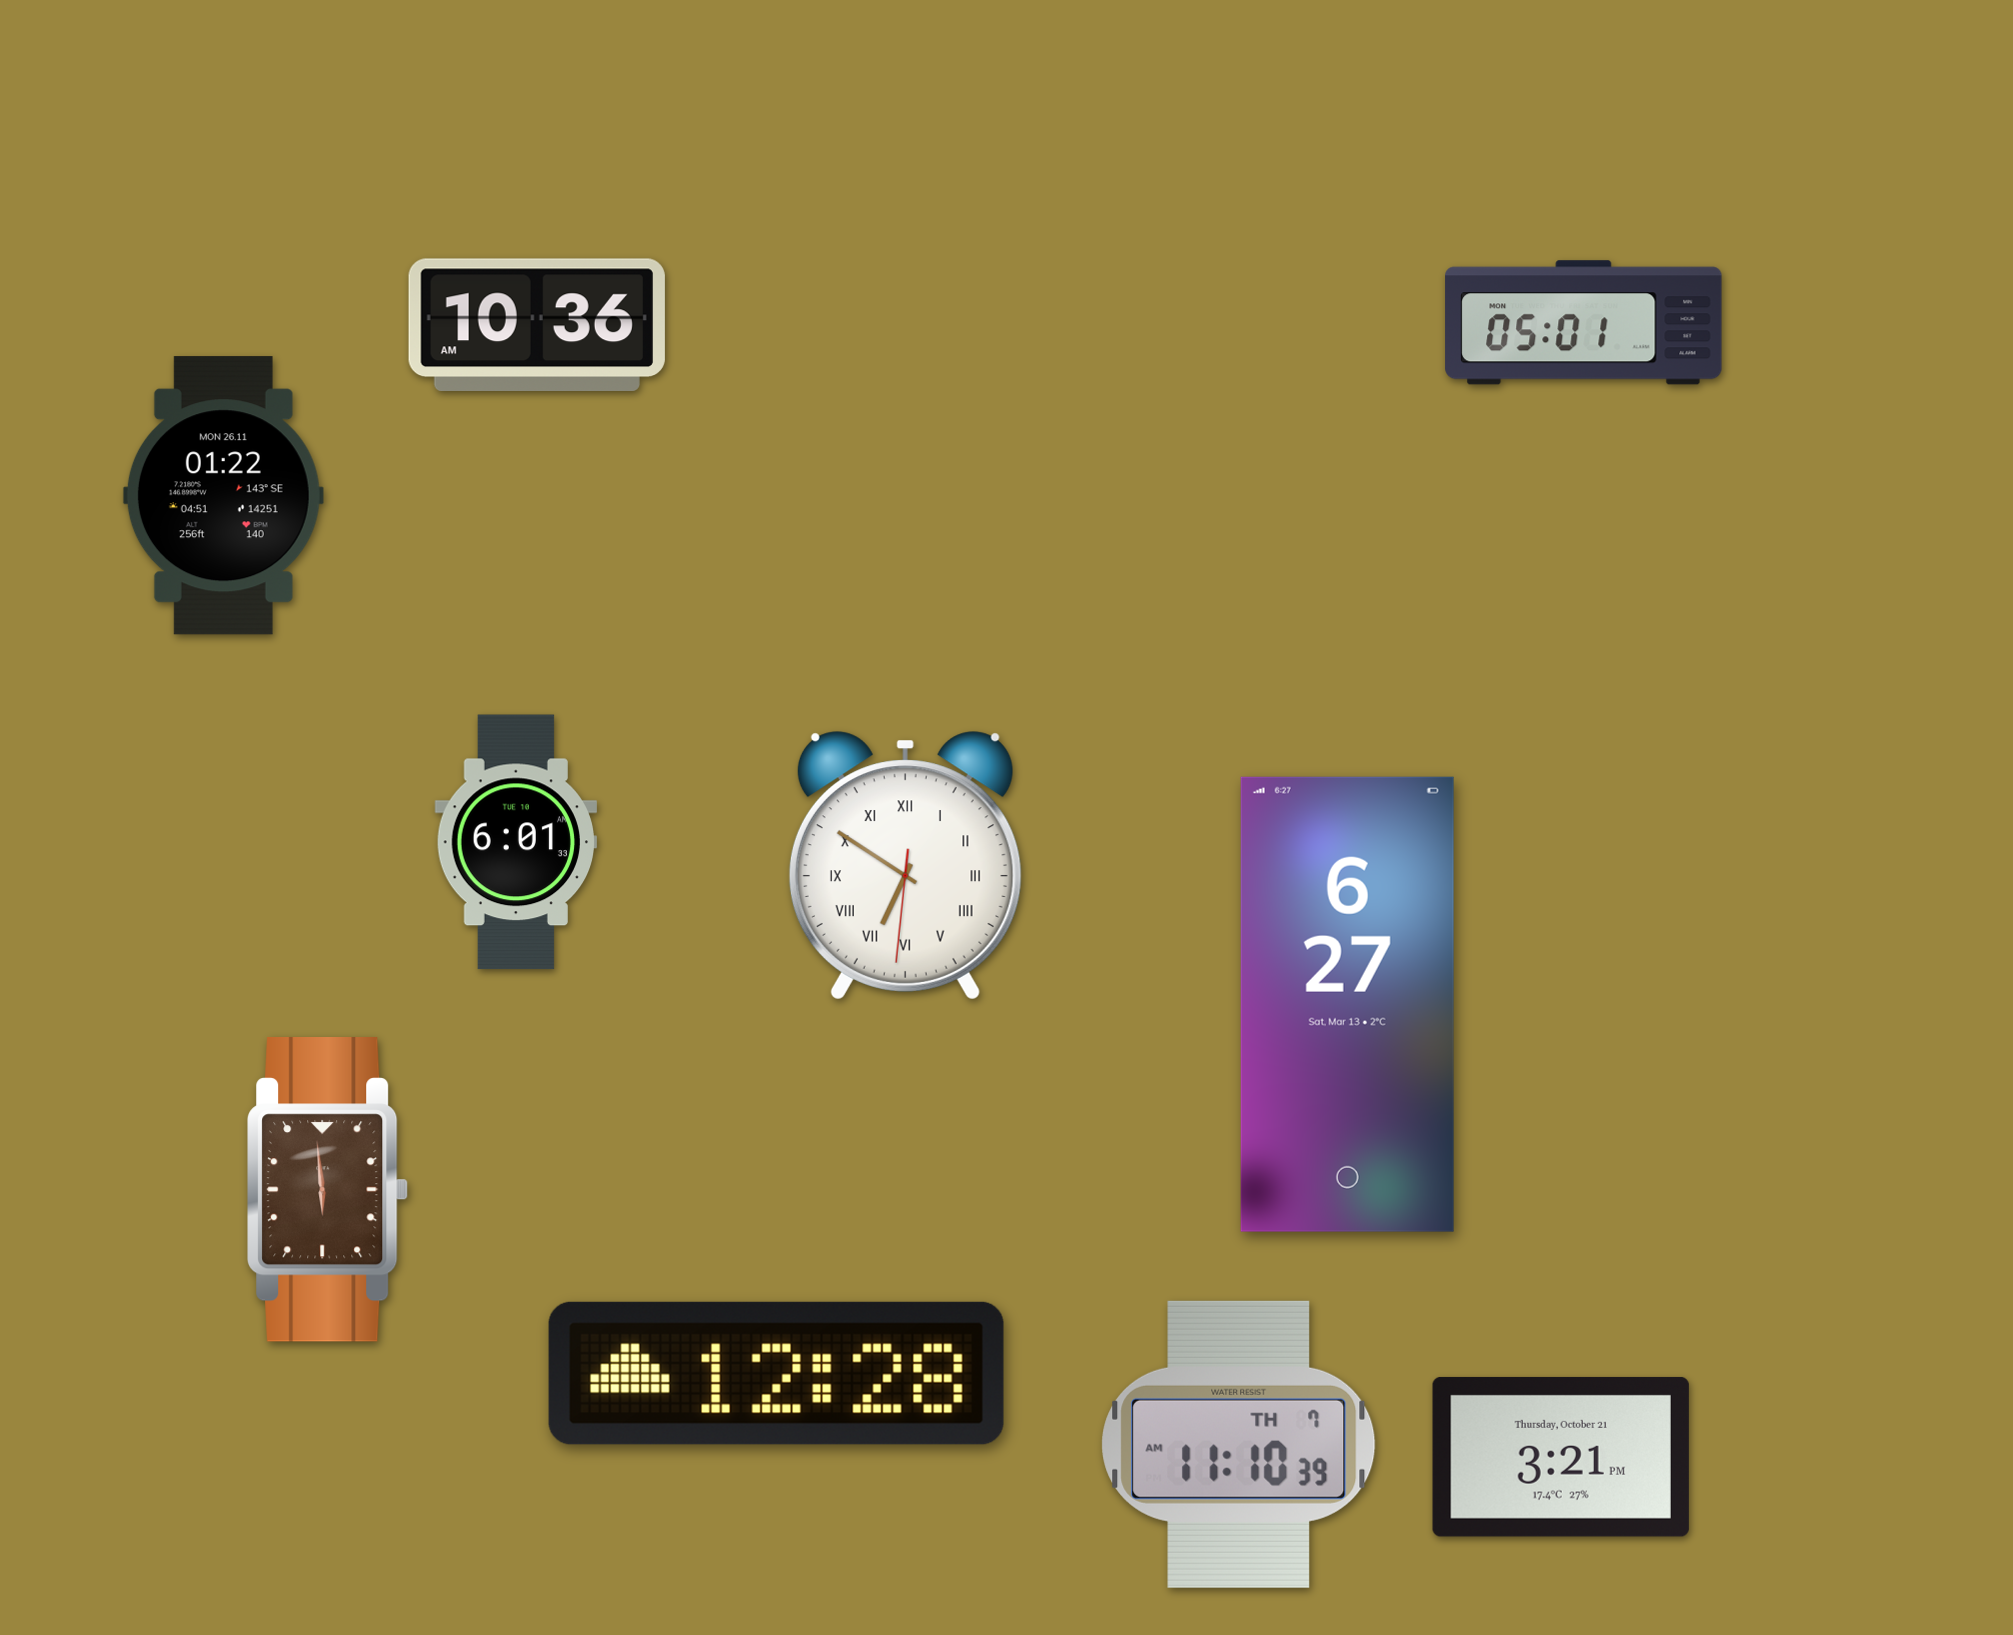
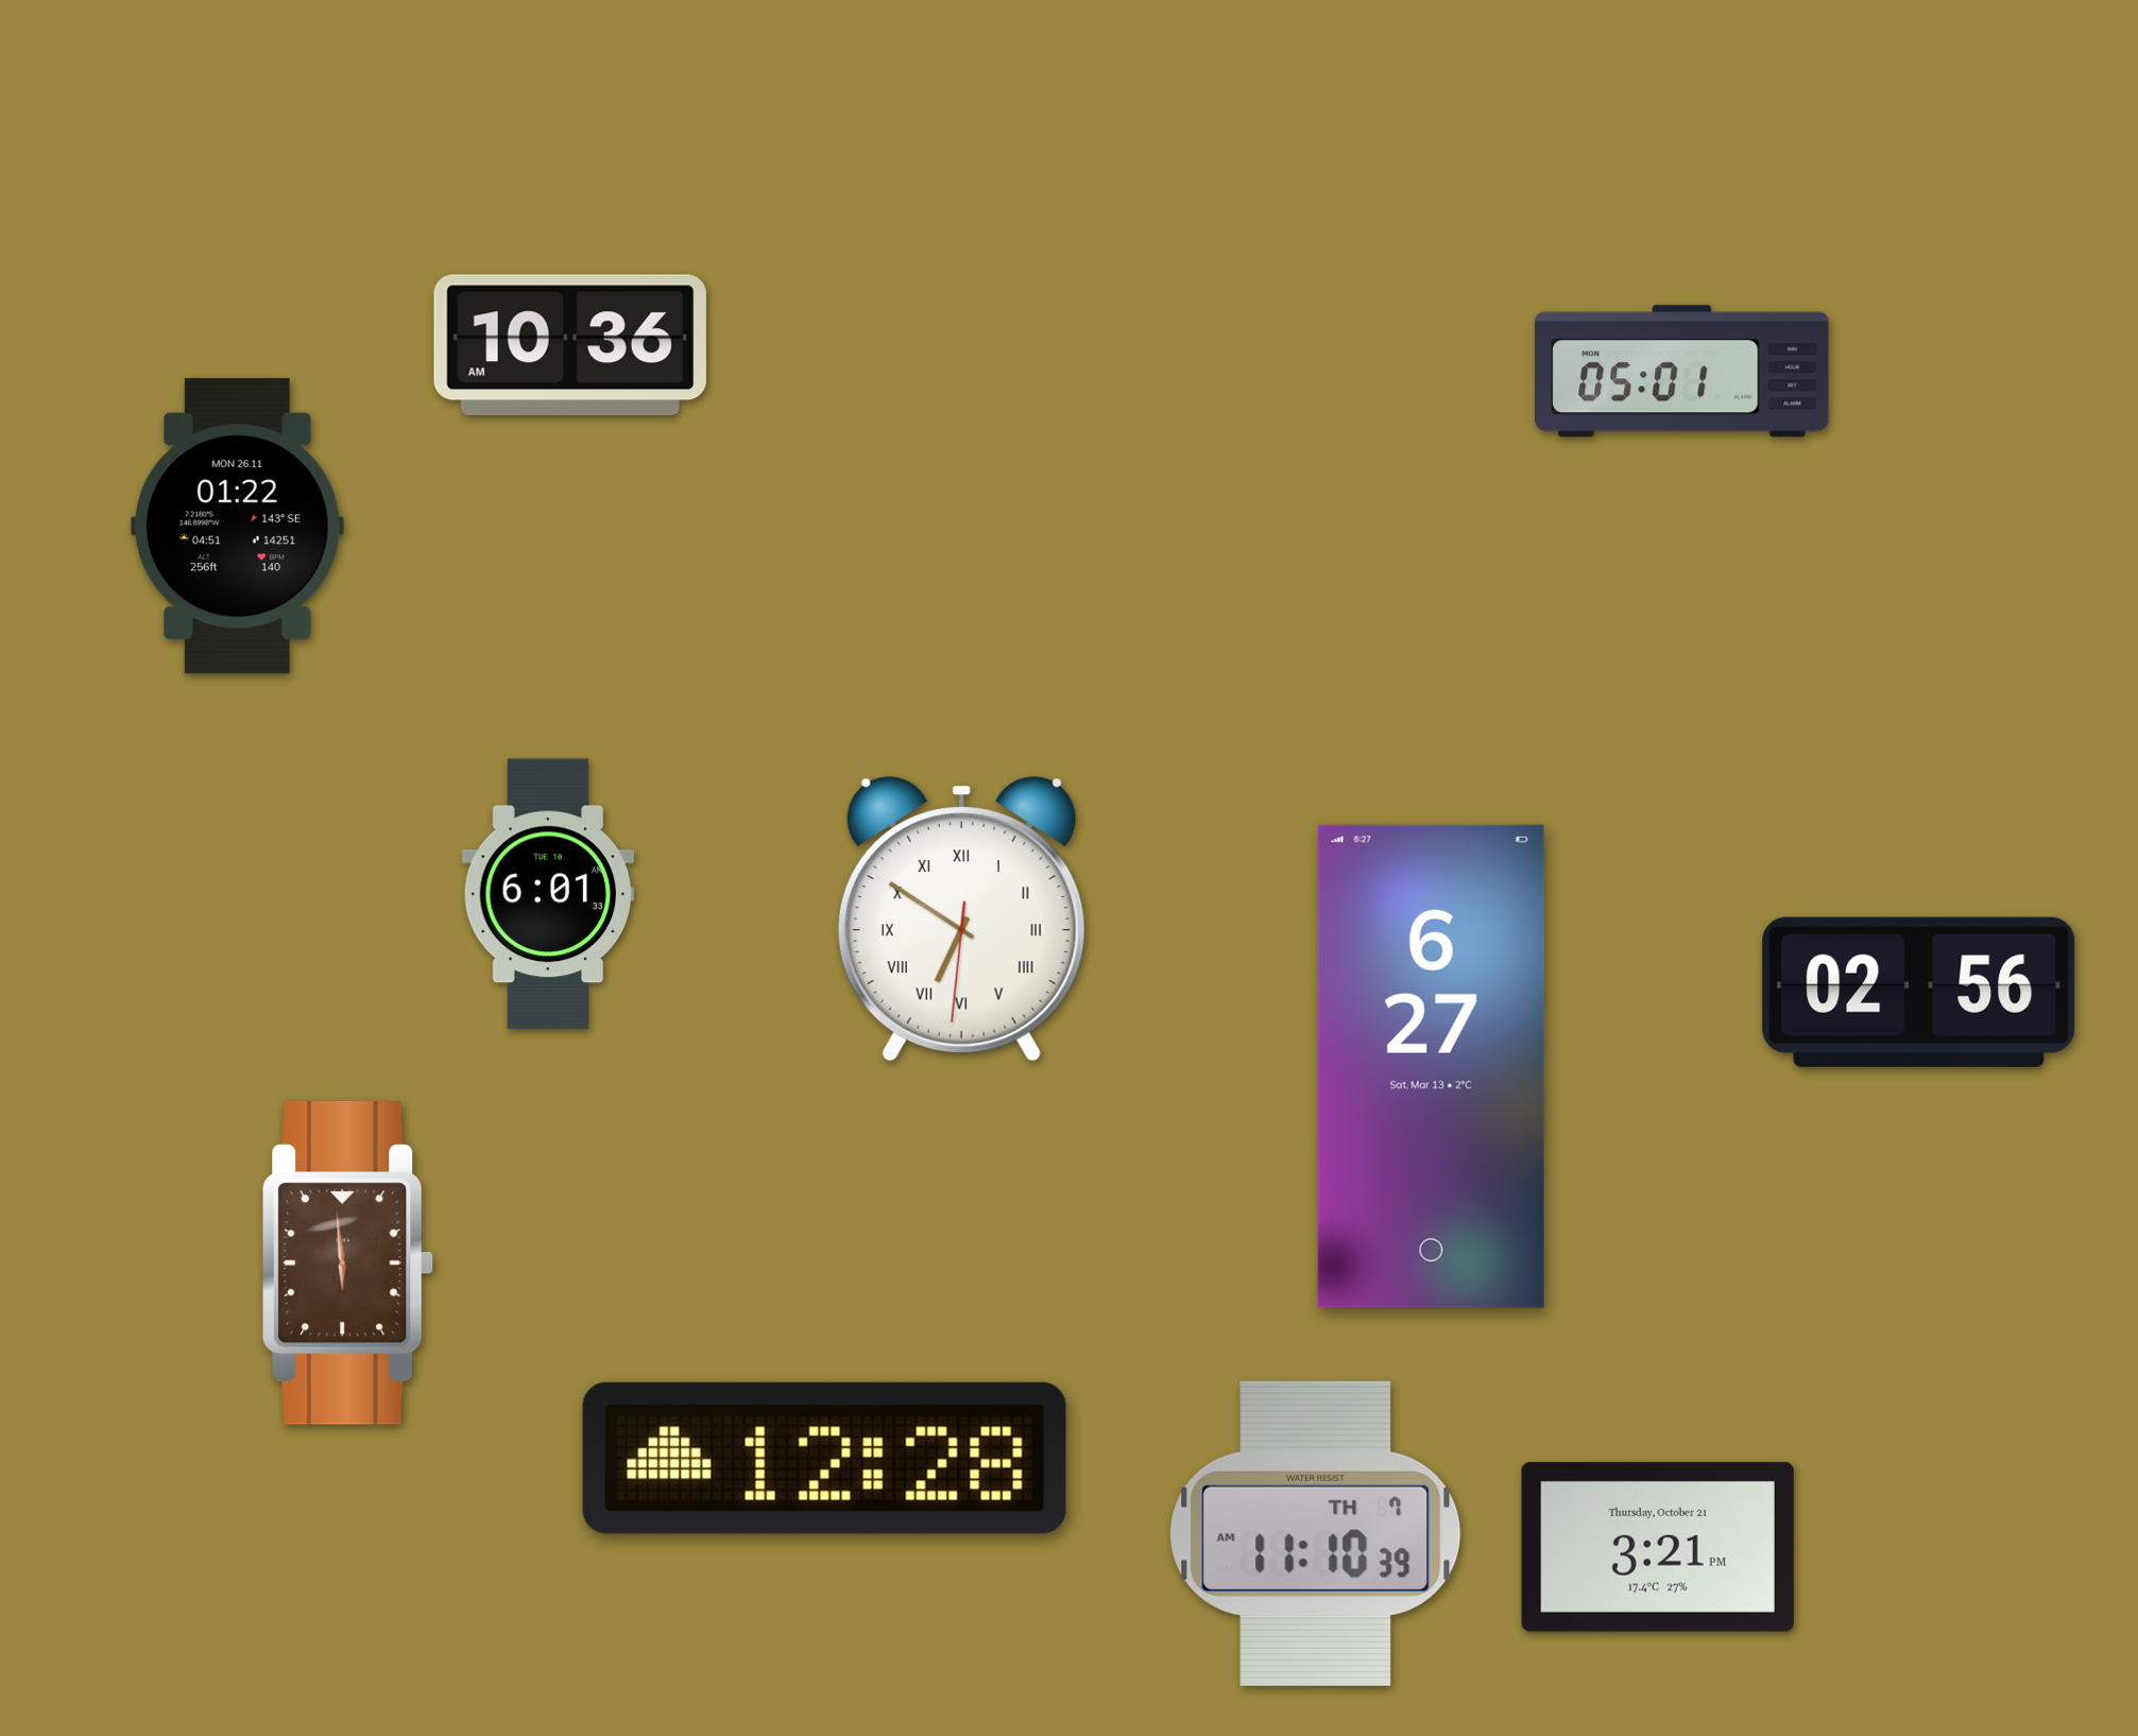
clock at (1584, 323) position: (1584, 323) -> (1682, 372)
clock at (1919, 992): none -> 02:56
